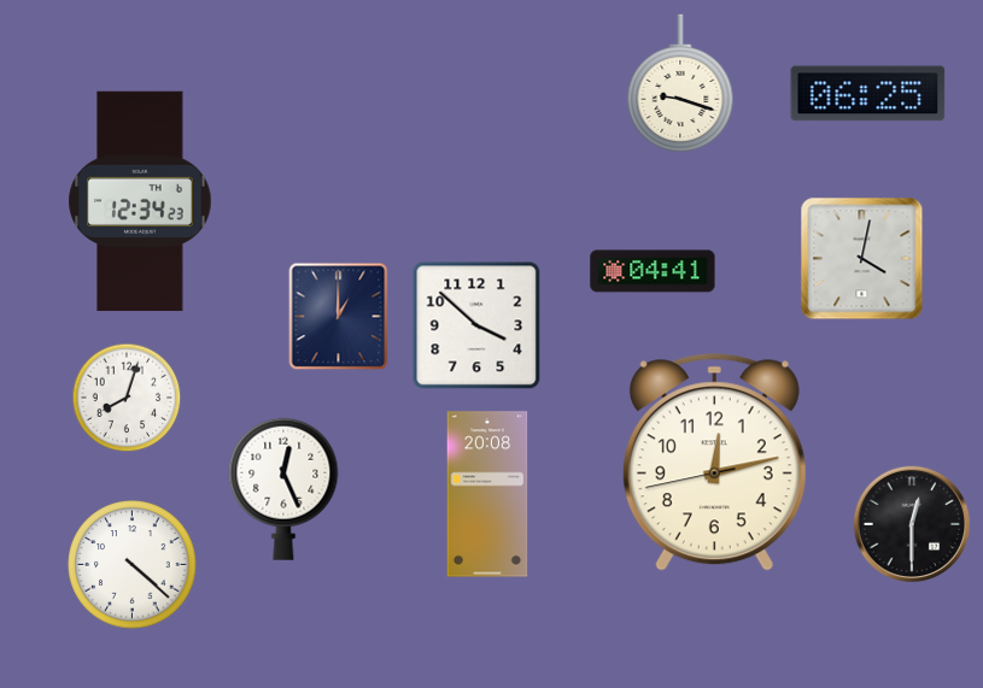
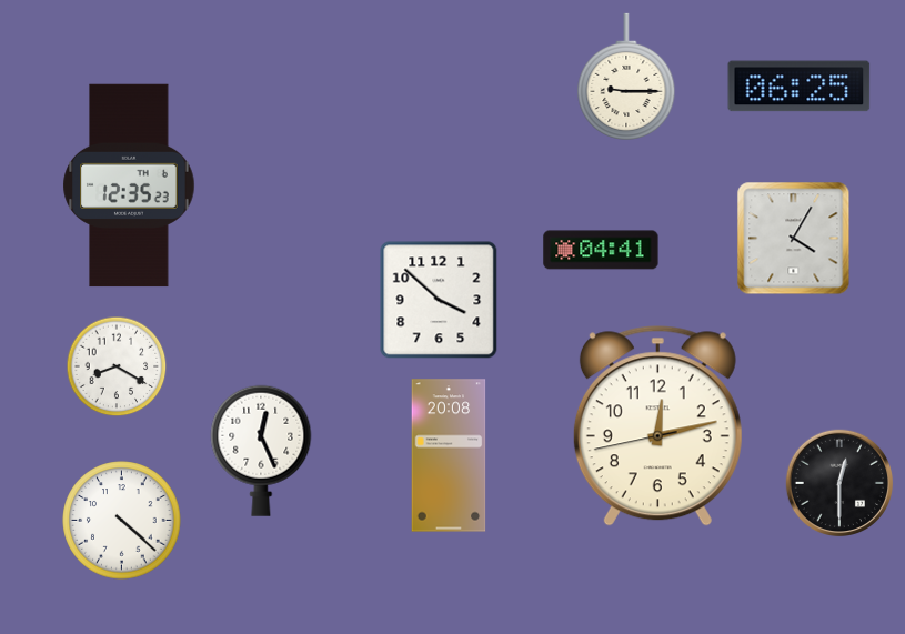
clock at (680, 82): 9:18 -> 9:15
clock at (140, 201): 12:34 -> 12:35
clock at (862, 259): 4:02 -> 4:05
clock at (339, 317): 1:00 -> none
clock at (127, 398): 8:03 -> 8:20
